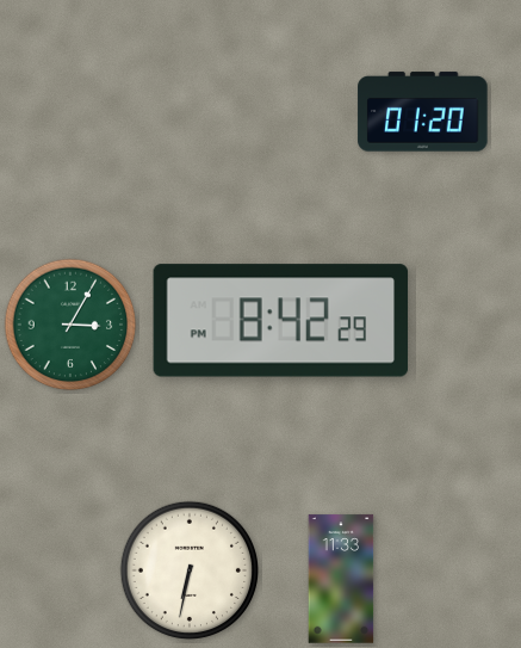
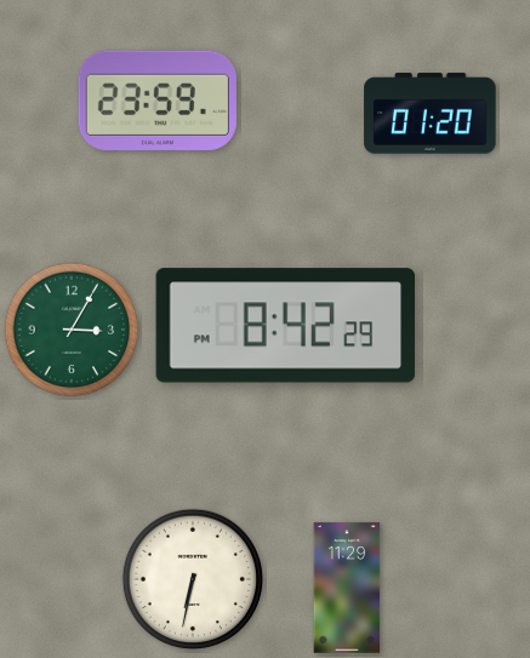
clock at (158, 101): none -> 23:59
clock at (341, 579): 11:33 -> 11:29
